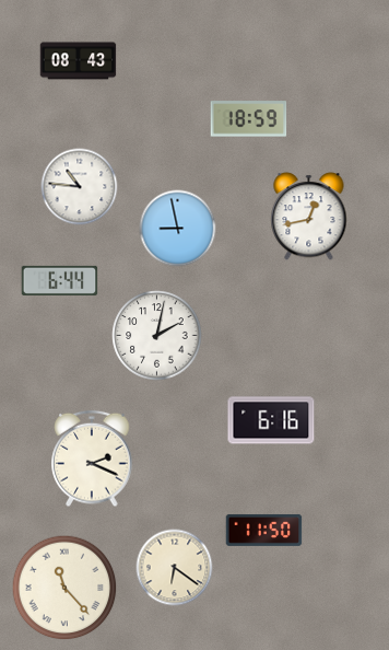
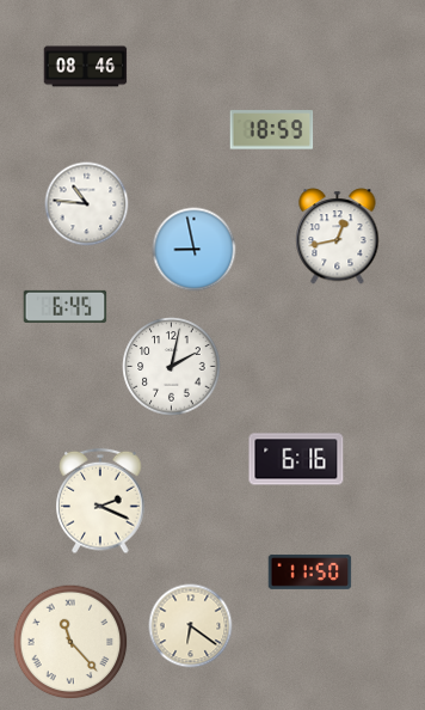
clock at (79, 61): 08:43 -> 08:46
clock at (60, 280): 6:44 -> 6:45
clock at (264, 530) position: (264, 530) -> (310, 571)
clock at (175, 568) position: (175, 568) -> (191, 626)
